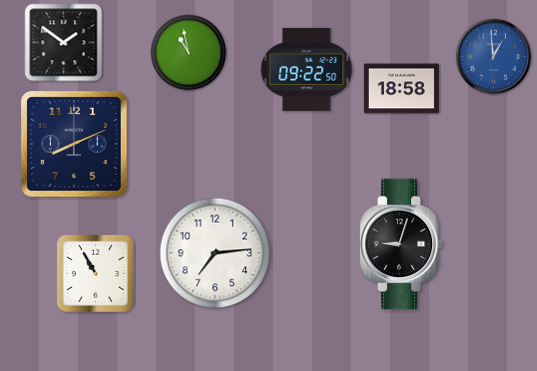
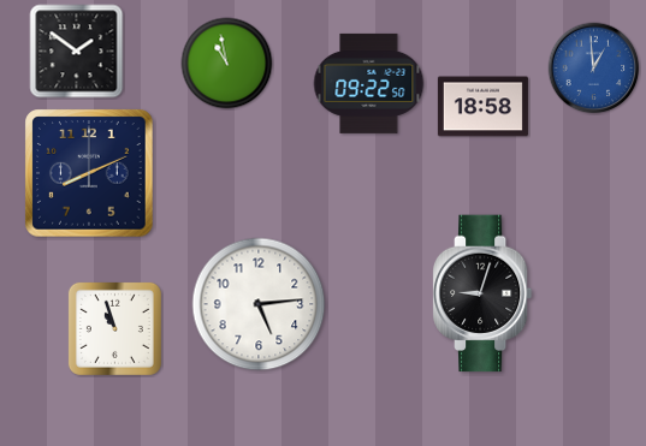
clock at (215, 253): 7:14 -> 5:14
clock at (95, 273): 10:55 -> 10:57
